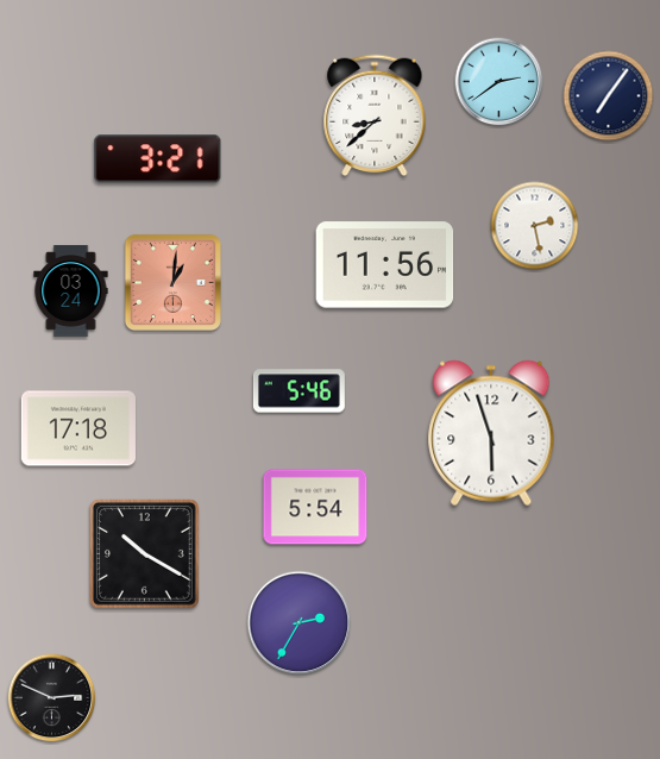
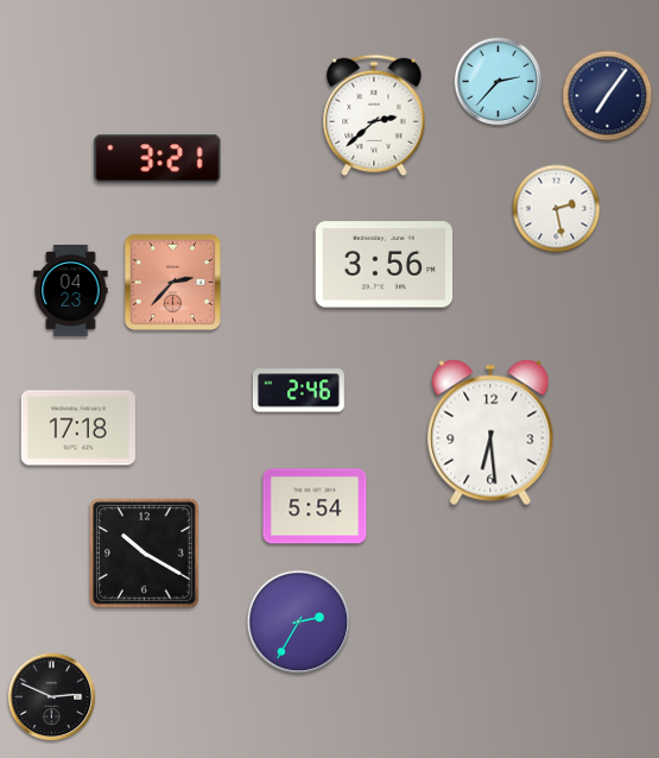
clock at (499, 82): 2:39 -> 2:37
clock at (375, 115): 8:38 -> 2:38
clock at (535, 226) position: (535, 226) -> (557, 209)
clock at (385, 265): 11:56 -> 3:56
clock at (172, 282): 1:01 -> 2:37
clock at (71, 290): 03:24 -> 04:23
clock at (298, 391): 5:46 -> 2:46
clock at (491, 433): 5:57 -> 6:29
